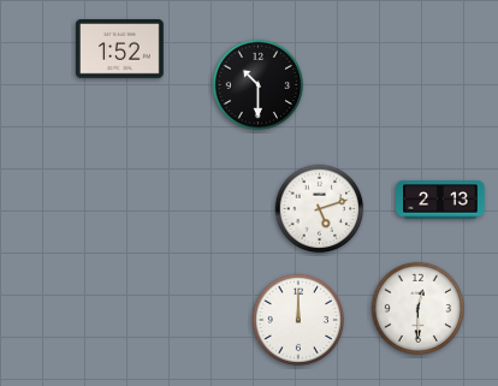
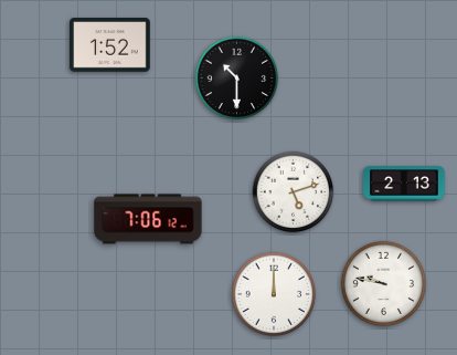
clock at (148, 219): none -> 7:06
clock at (419, 309): 12:30 -> 9:47
